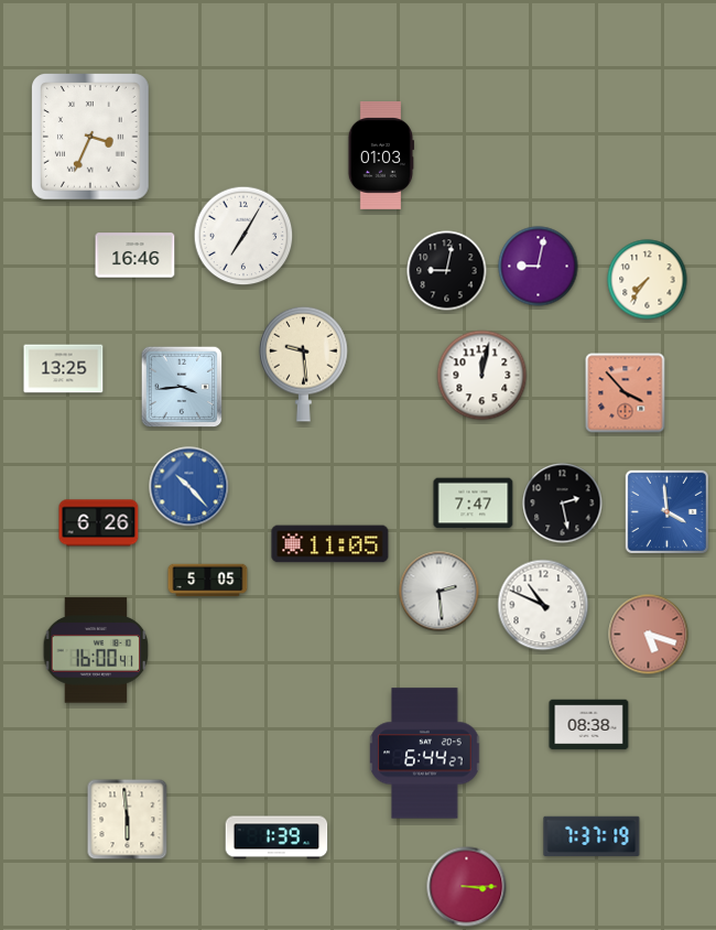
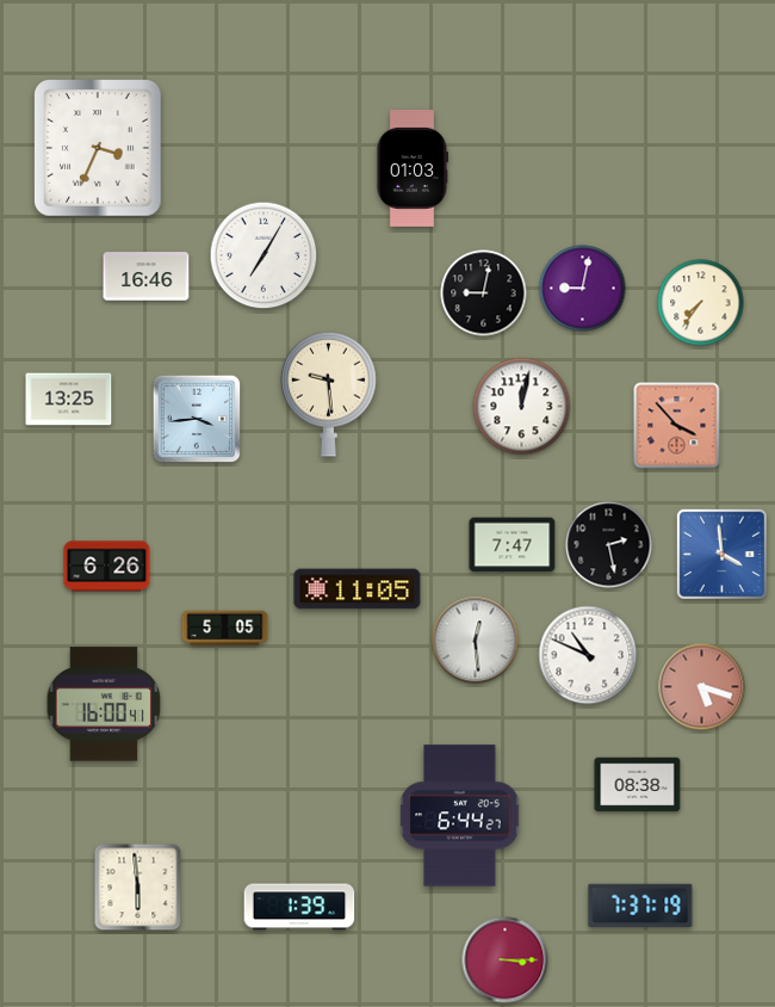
clock at (189, 487): 10:23 -> none
clock at (440, 592): 2:29 -> 12:29
